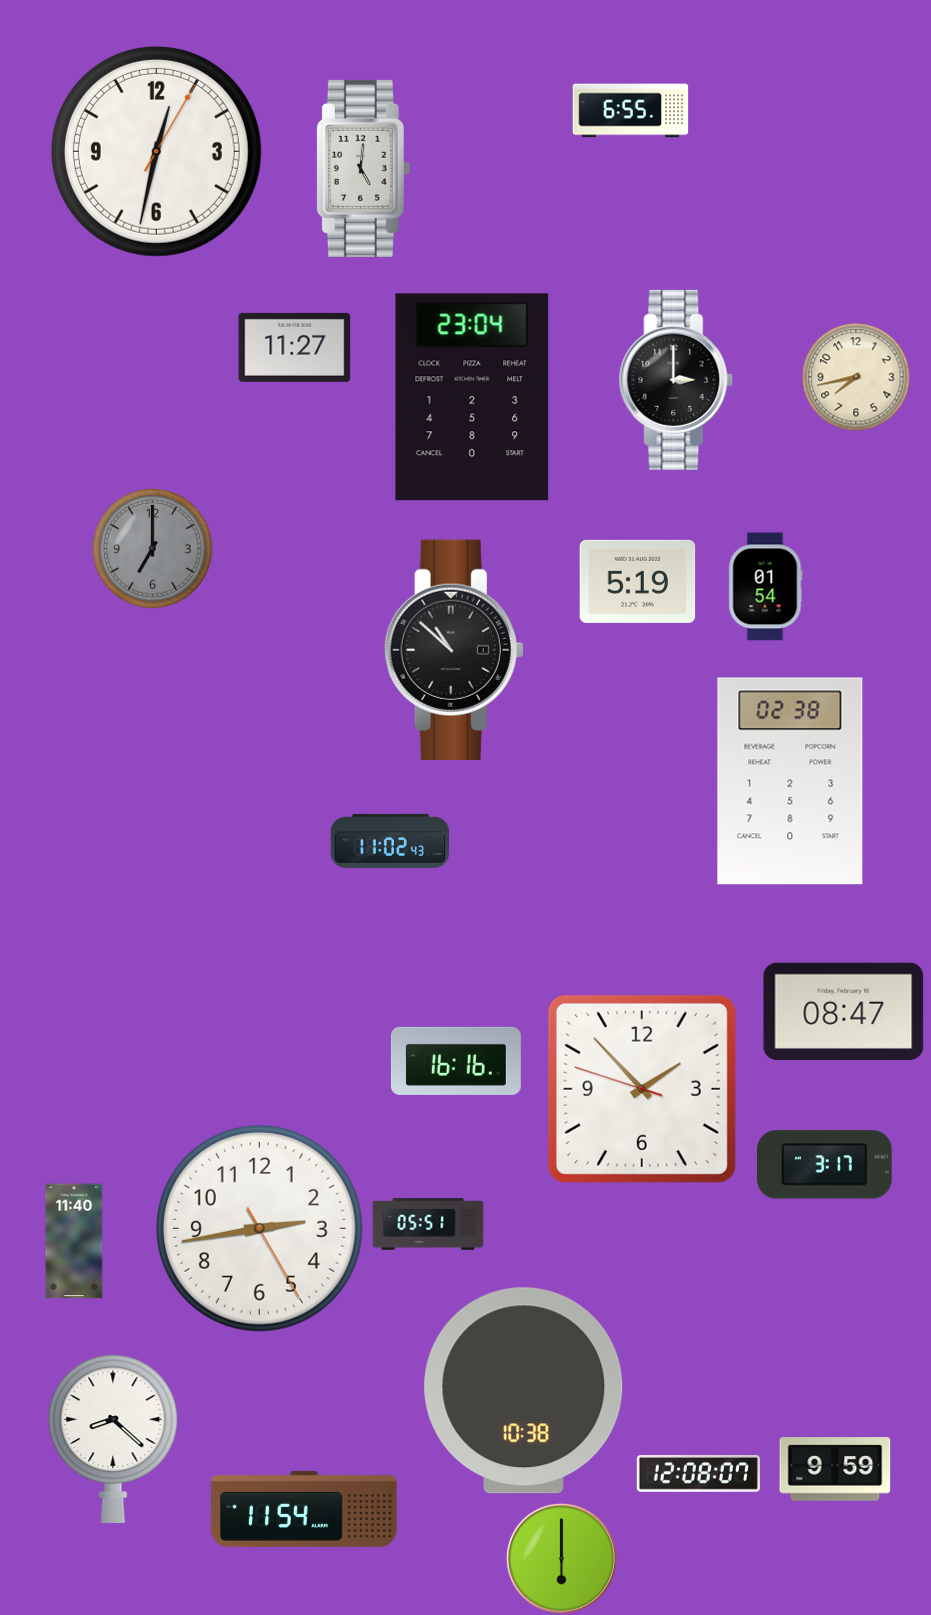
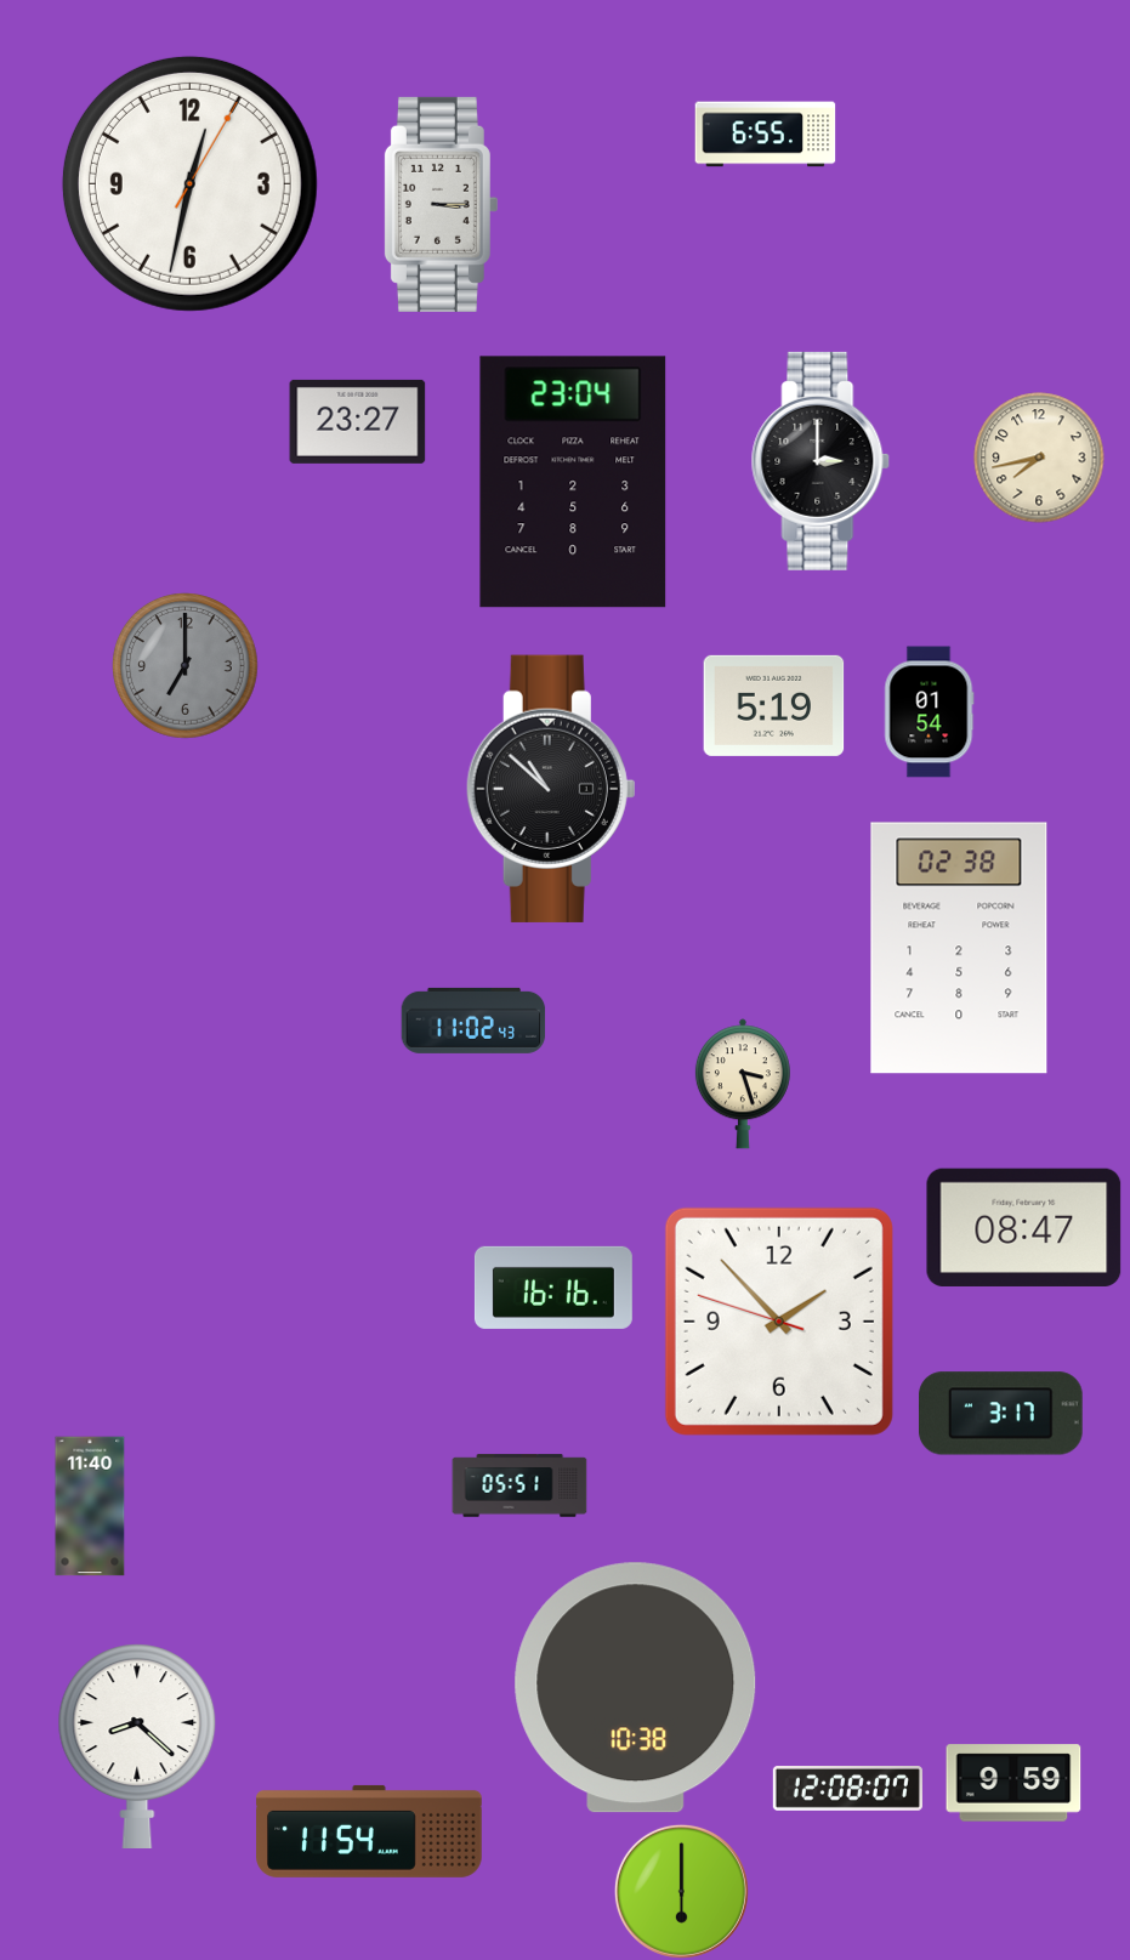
clock at (363, 168): 5:01 -> 3:15
clock at (295, 347): 11:27 -> 23:27
clock at (743, 1084): none -> 3:27
clock at (259, 1228): 2:43 -> none
